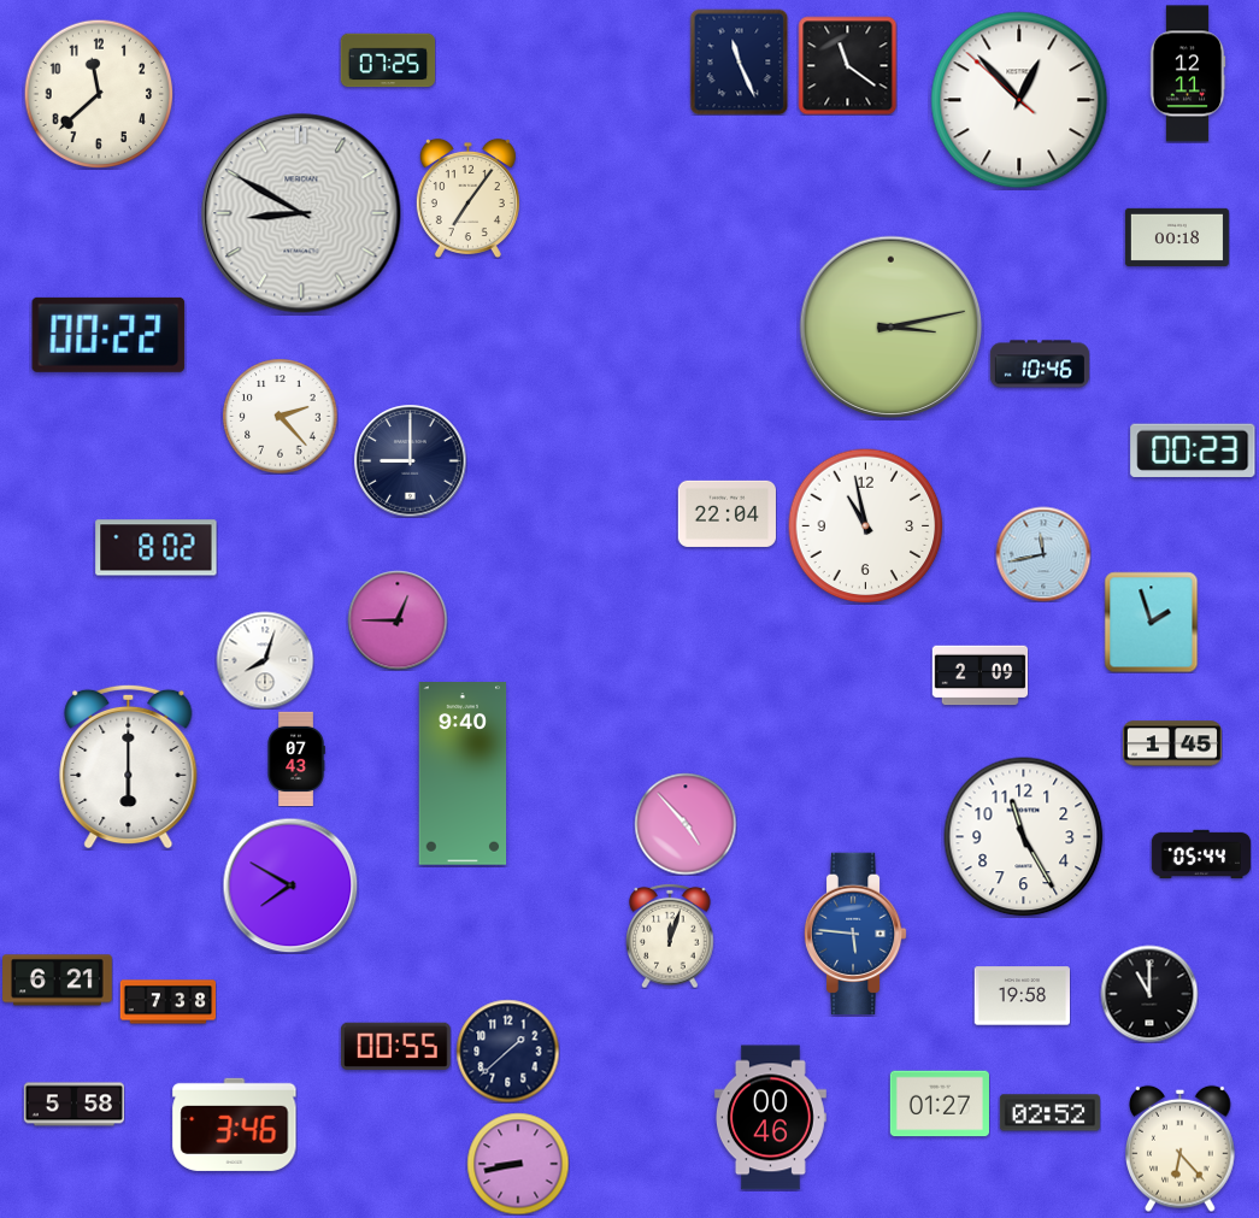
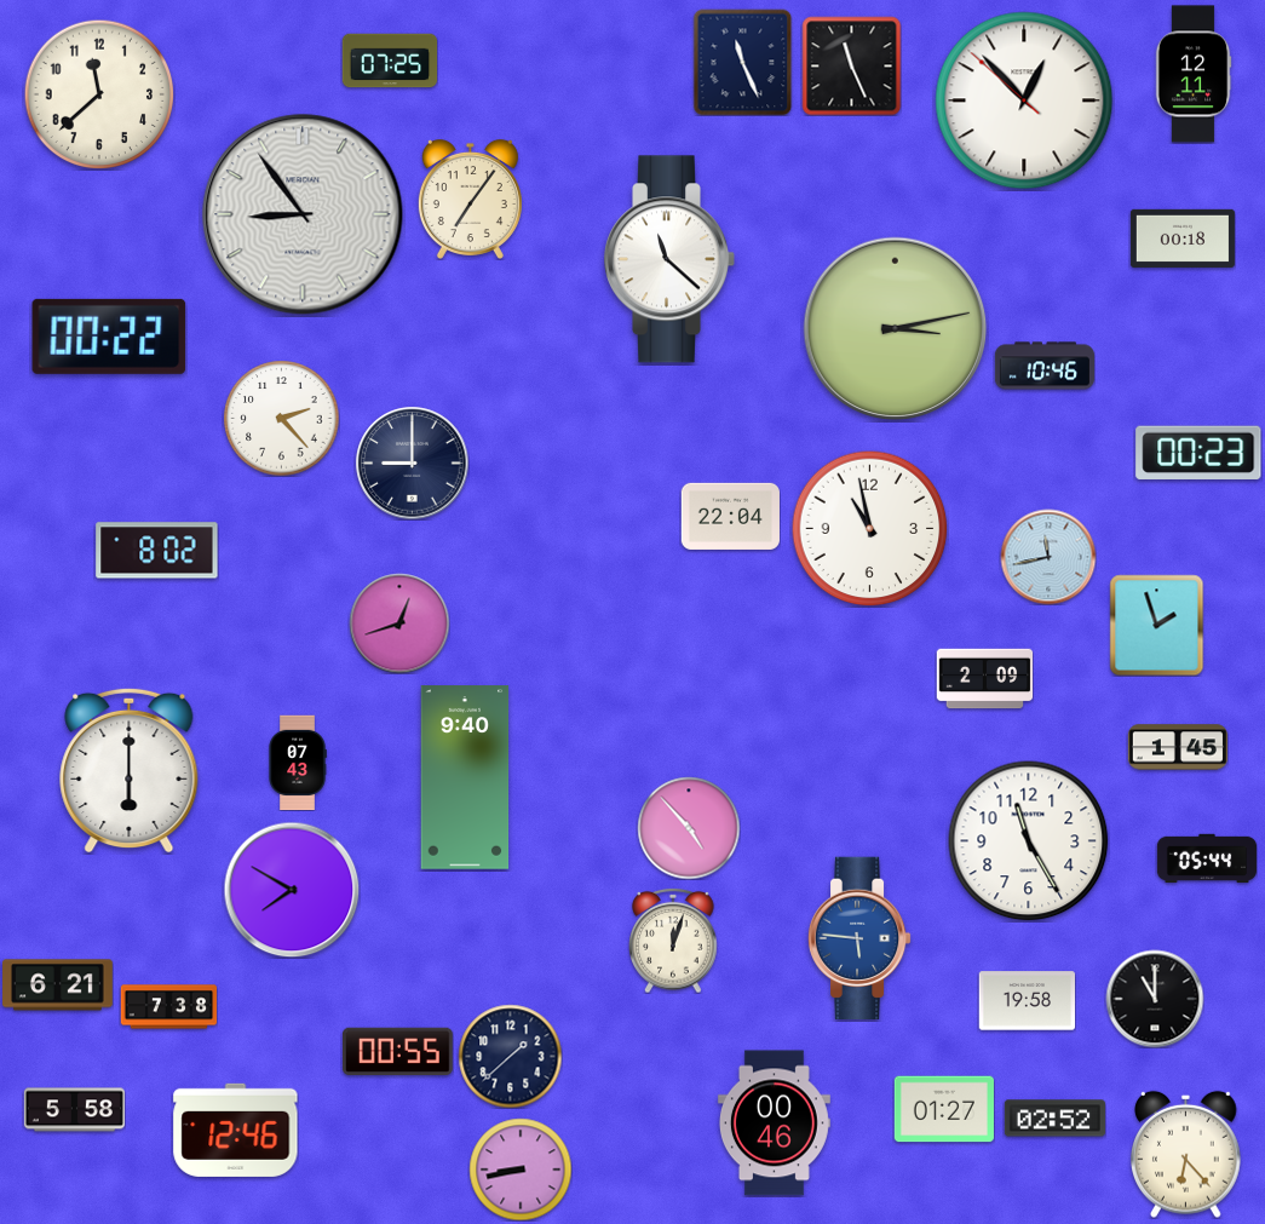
clock at (847, 65): 11:21 -> 11:26
clock at (301, 213): 8:50 -> 8:54
clock at (669, 259): none -> 11:22
clock at (398, 620): 12:45 -> 12:42
clock at (265, 660): 8:03 -> none
clock at (235, 1124): 3:46 -> 12:46
